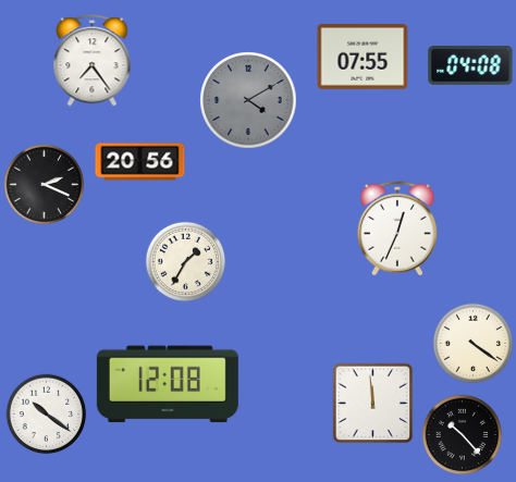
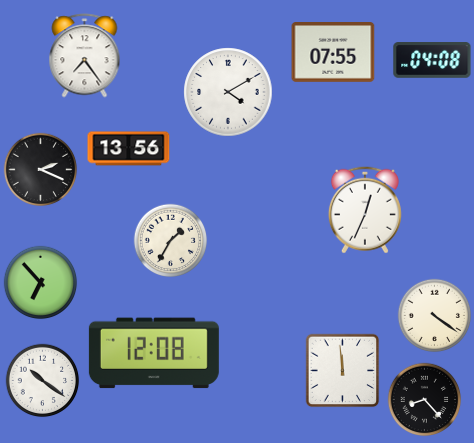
clock at (248, 100) dial: grey -> white
clock at (140, 162): 20:56 -> 13:56
clock at (41, 283): none -> 6:53
clock at (463, 435): 10:23 -> 8:23
